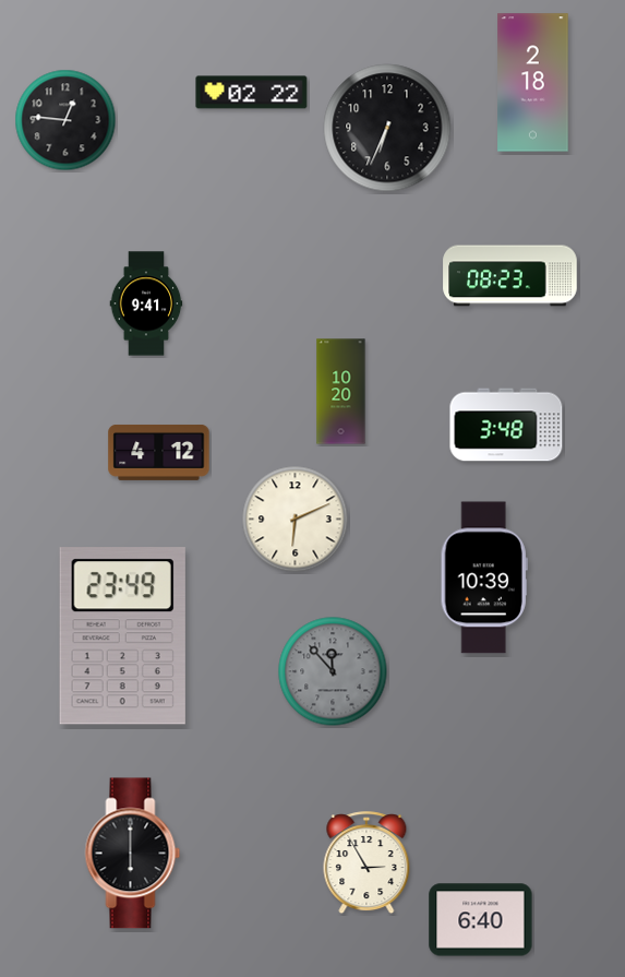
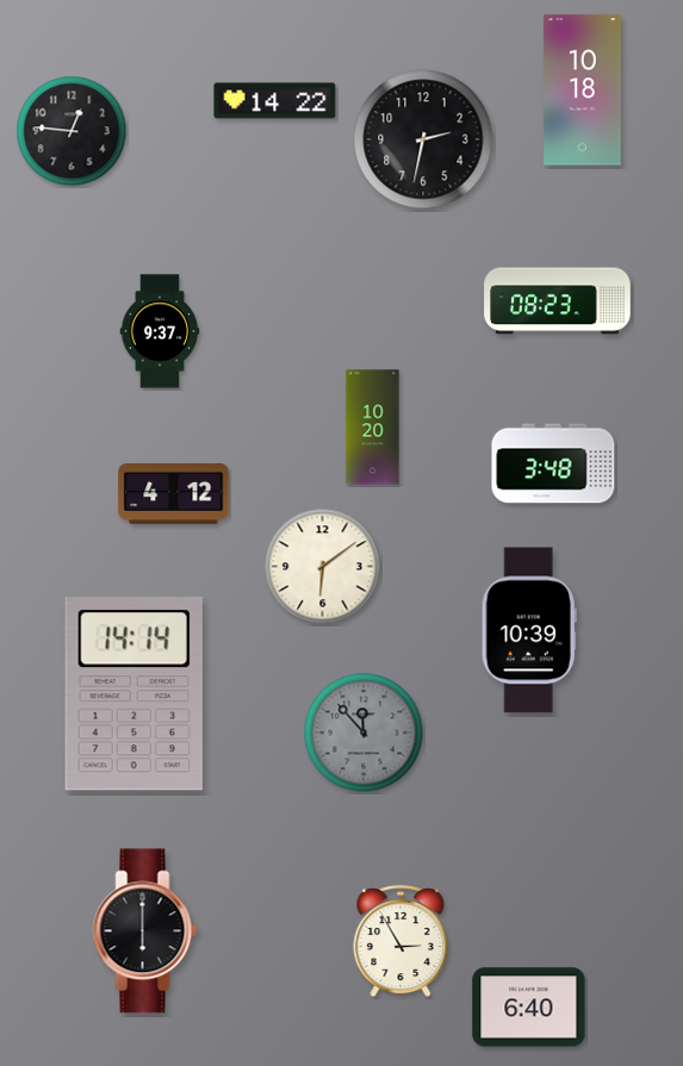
clock at (533, 83): 2:18 -> 10:18
clock at (252, 93): 02:22 -> 14:22
clock at (387, 128): 6:34 -> 2:32
clock at (146, 303): 9:41 -> 9:37
clock at (296, 520): 6:11 -> 6:09
clock at (122, 636): 23:49 -> 14:14
clock at (481, 920) position: (481, 920) -> (529, 1008)
